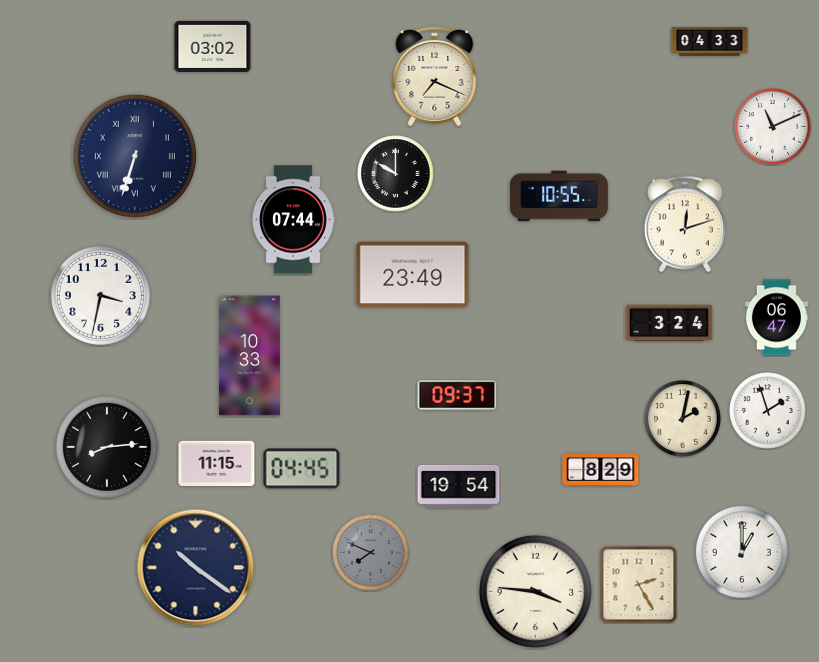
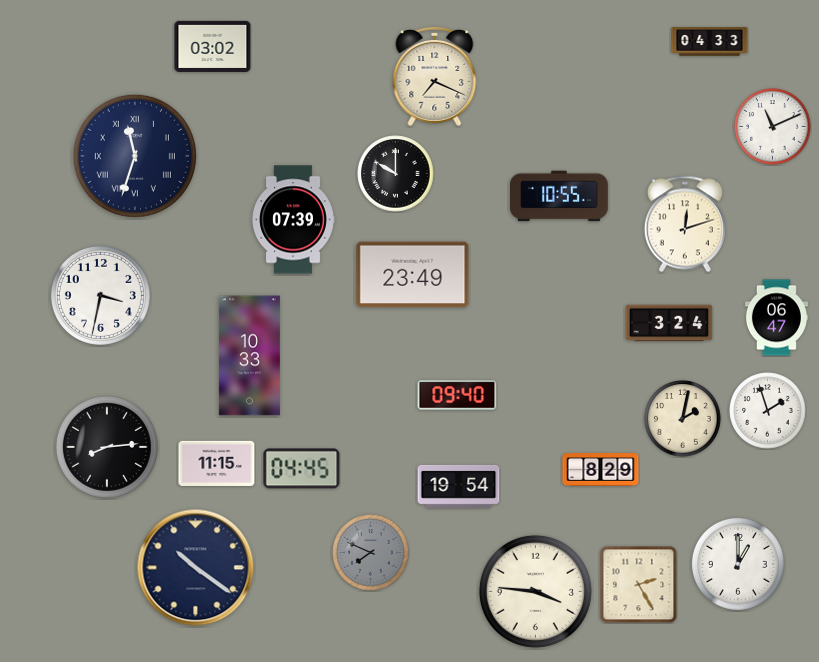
clock at (135, 156): 6:33 -> 11:33
clock at (293, 220): 07:44 -> 07:39
clock at (457, 395): 09:37 -> 09:40
clock at (742, 552) position: (742, 552) -> (738, 564)
